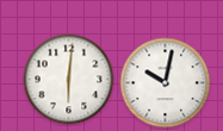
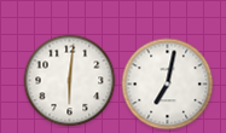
clock at (166, 83): 10:02 -> 7:02
